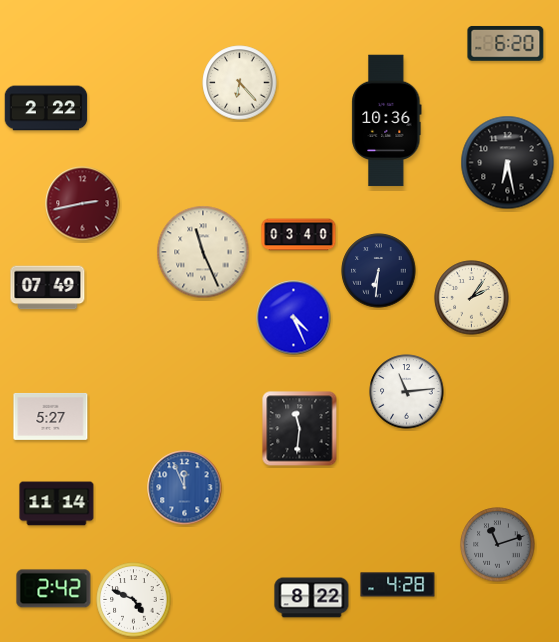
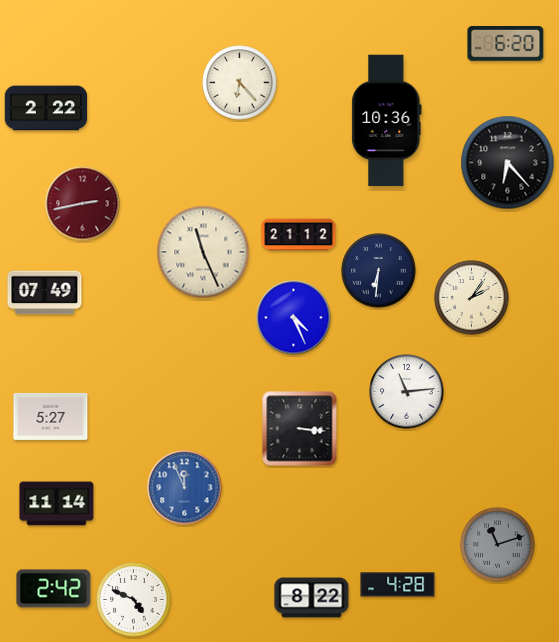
clock at (508, 163): 6:28 -> 6:23
clock at (299, 235): 03:40 -> 21:12
clock at (48, 288) position: (48, 288) -> (45, 293)
clock at (300, 429): 11:31 -> 3:16
